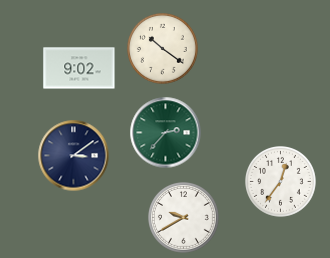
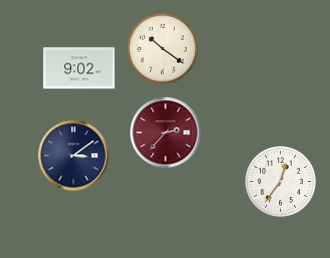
clock at (166, 133) dial: green -> burgundy
clock at (184, 218): 9:40 -> none
